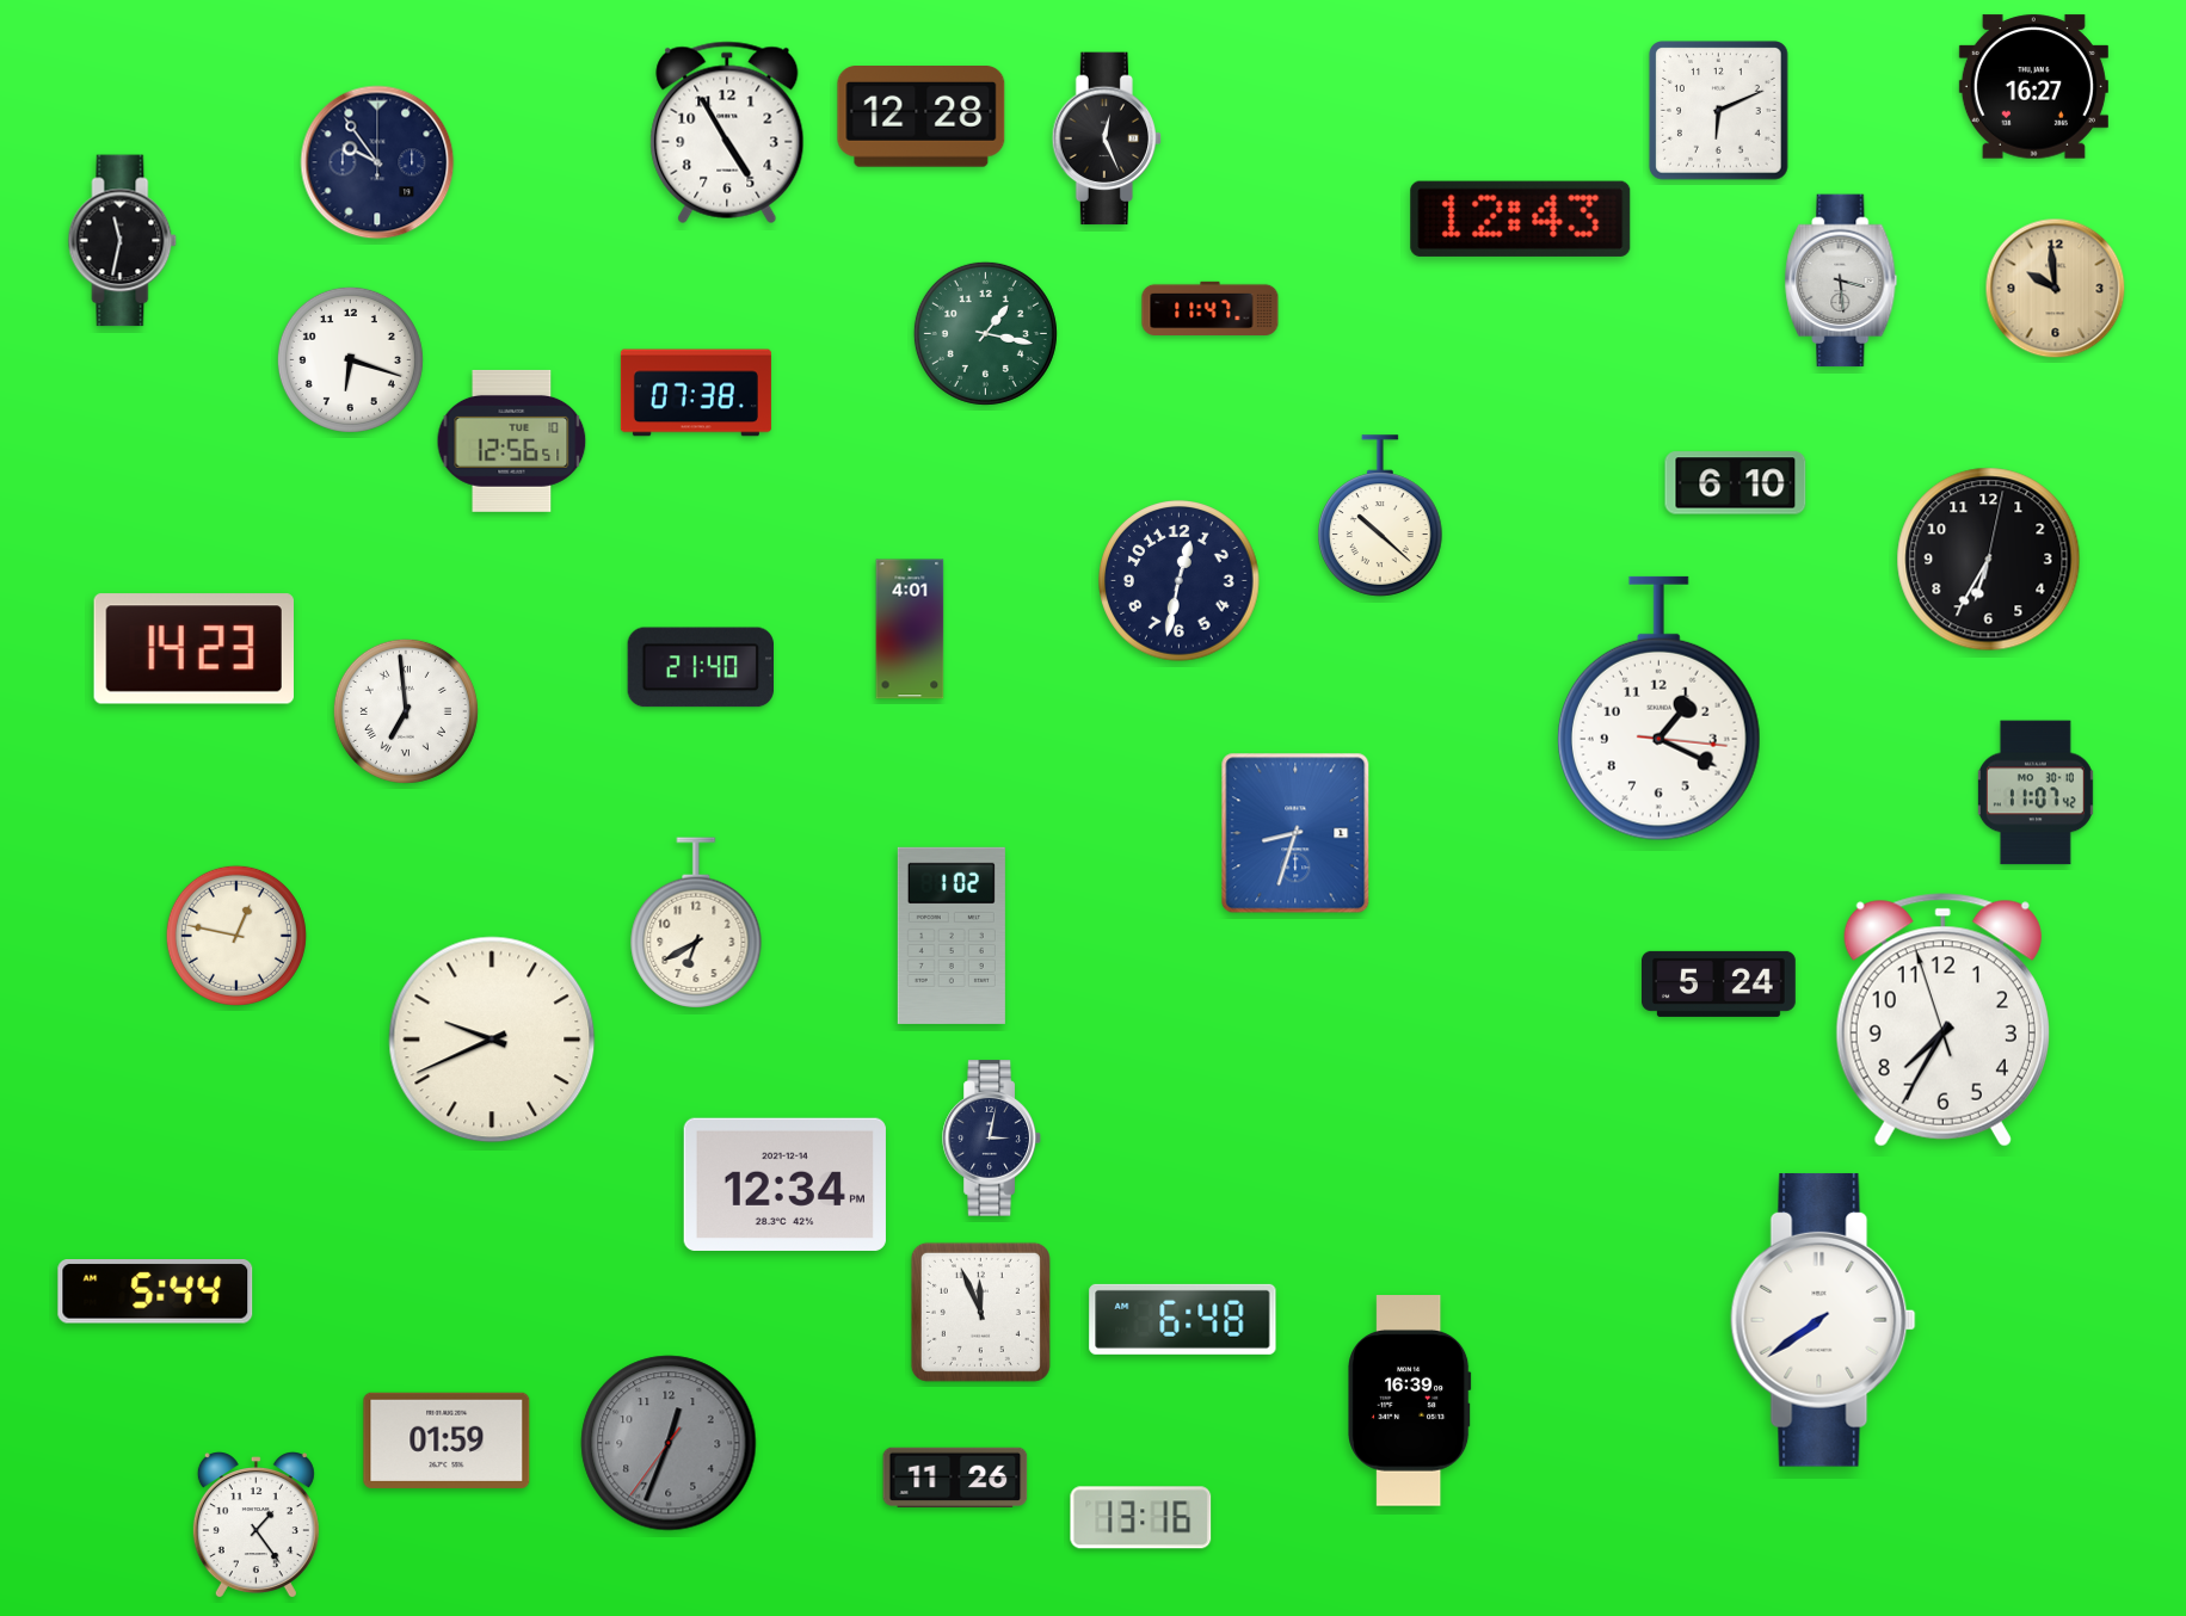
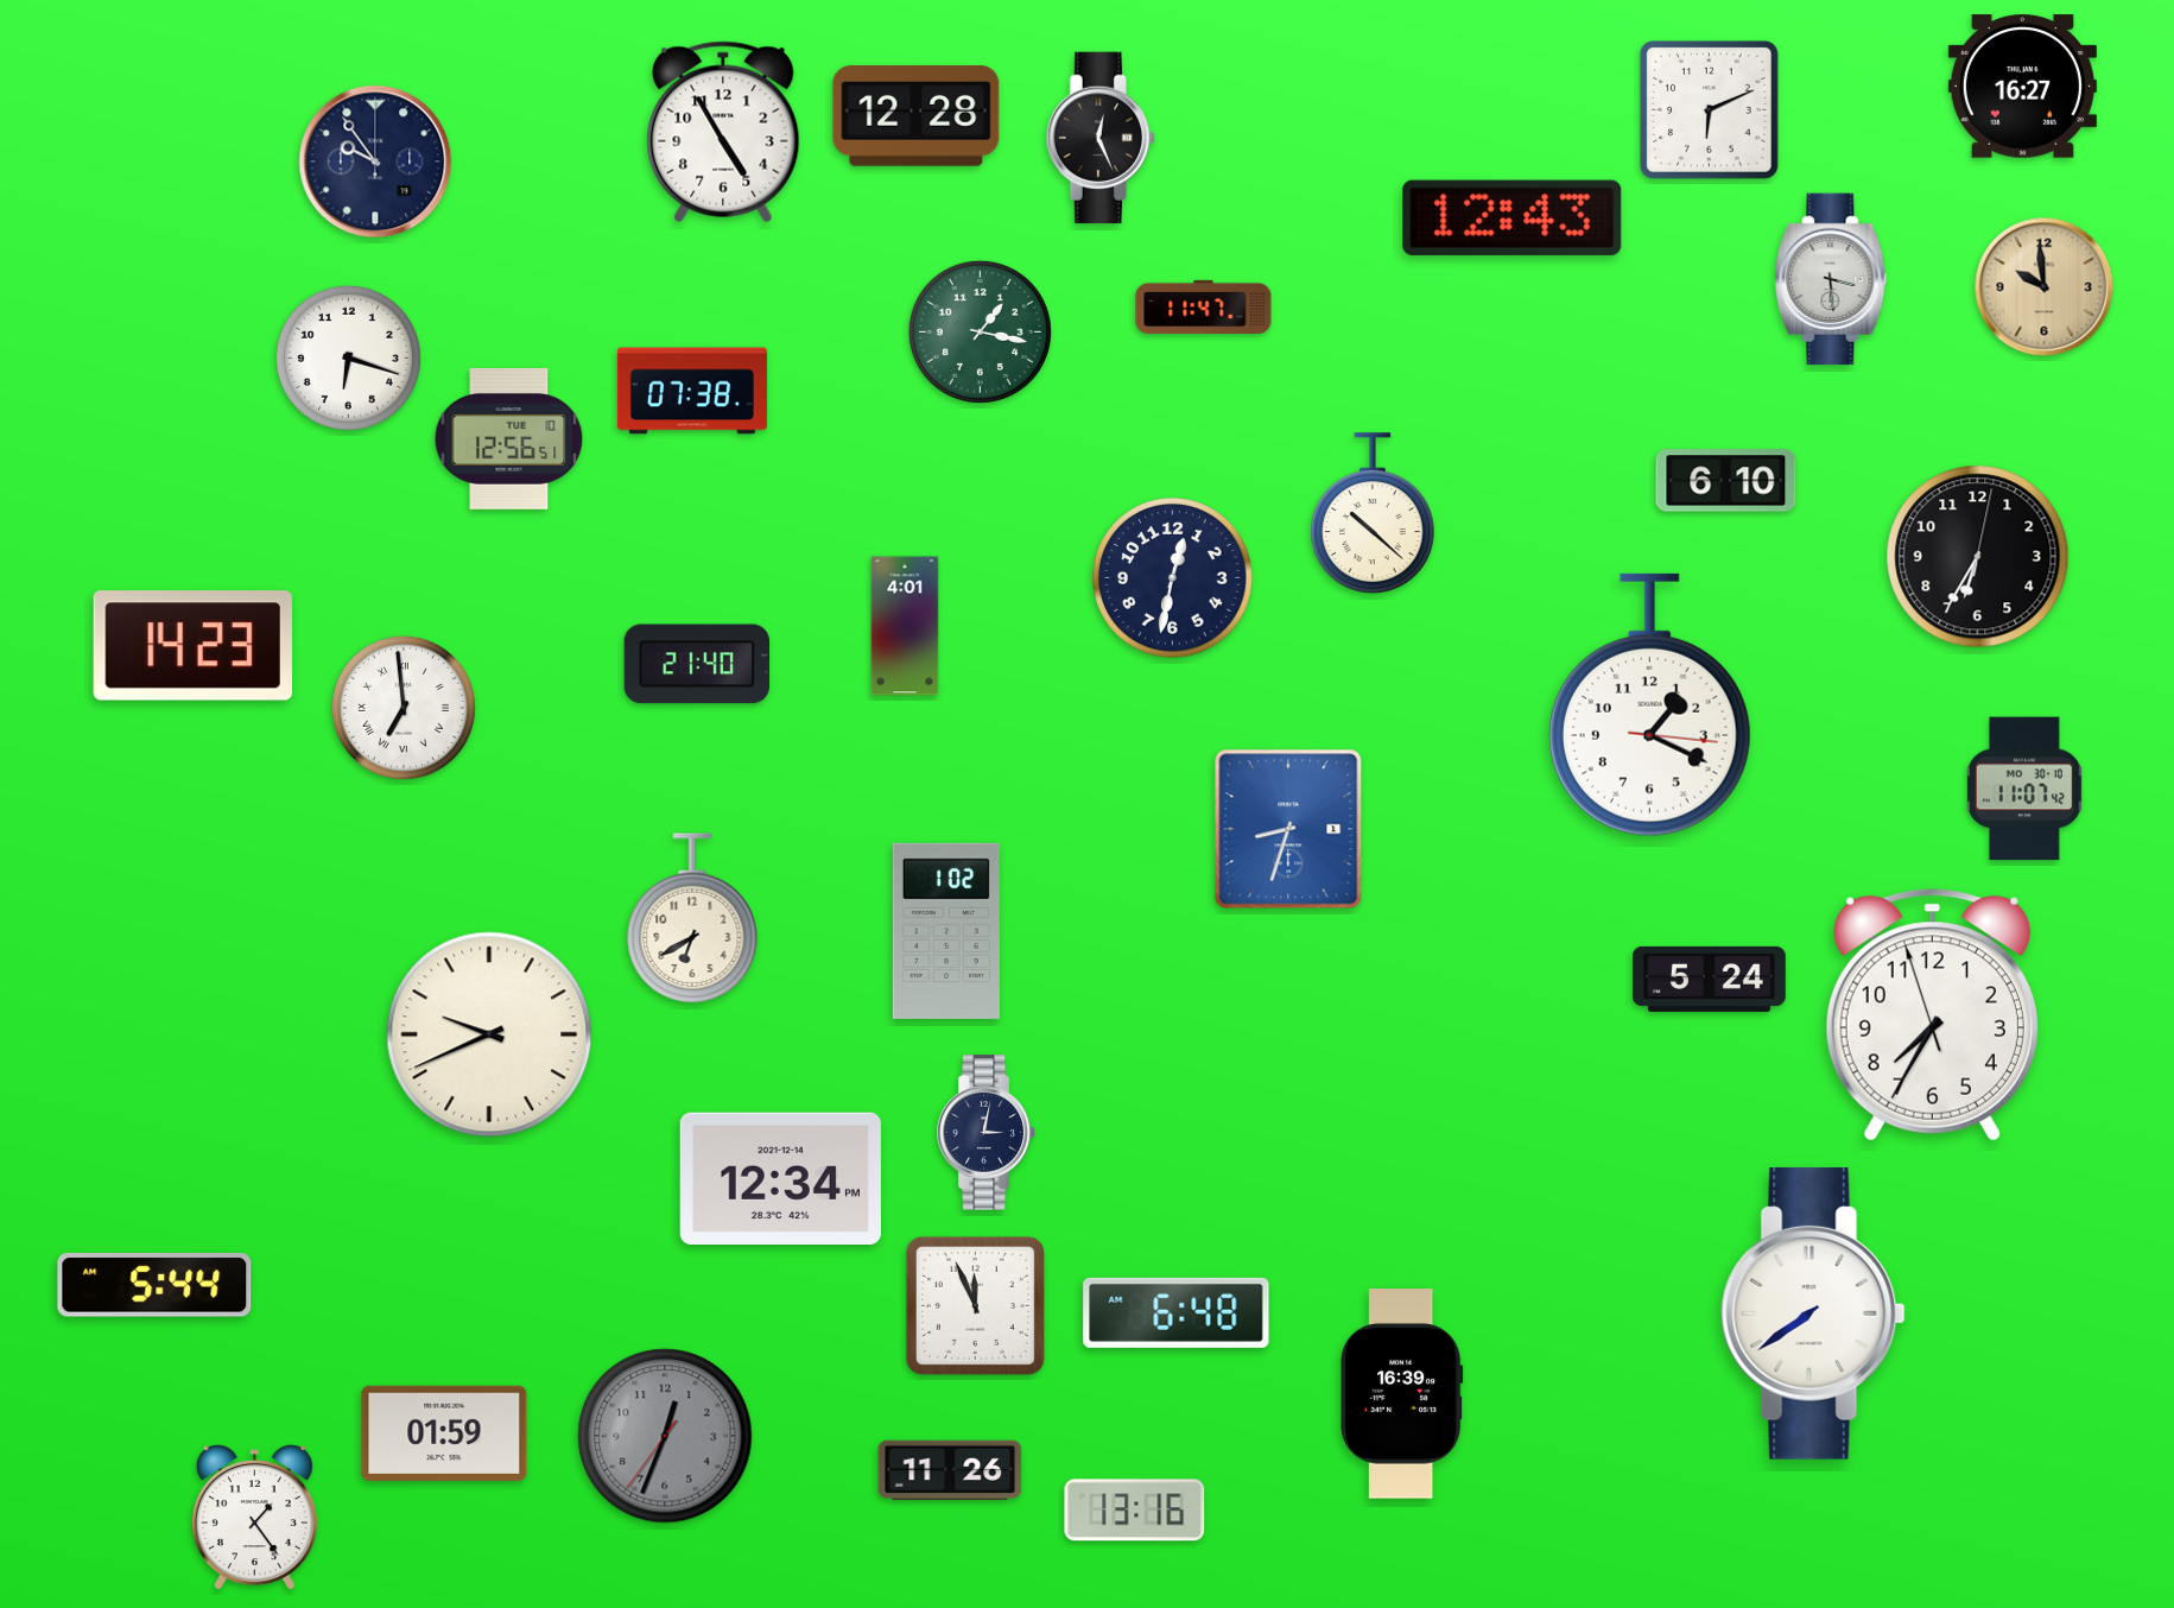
clock at (123, 241): 11:32 -> none
clock at (236, 936): 12:47 -> none
